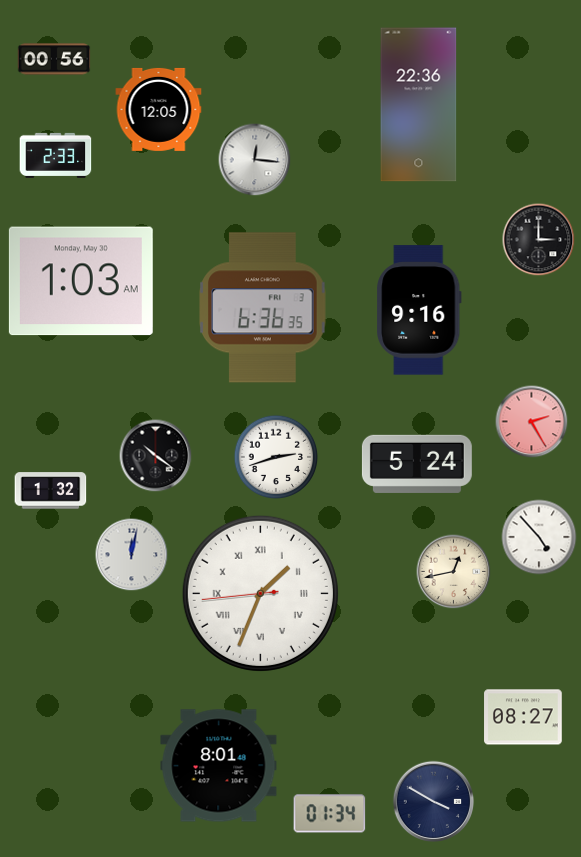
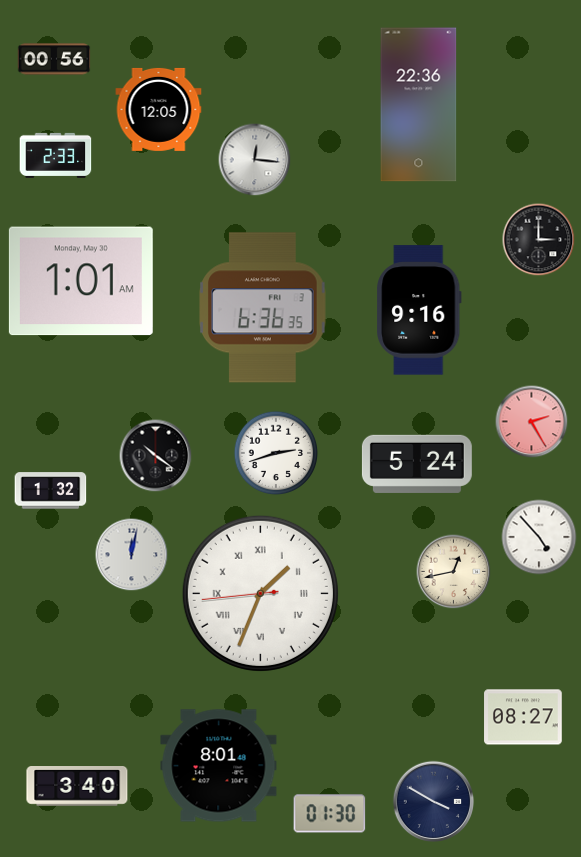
clock at (81, 281): 1:03 -> 1:01
clock at (276, 457) position: (276, 457) -> (276, 453)
clock at (77, 787): none -> 3:40
clock at (330, 814): 01:34 -> 01:30
